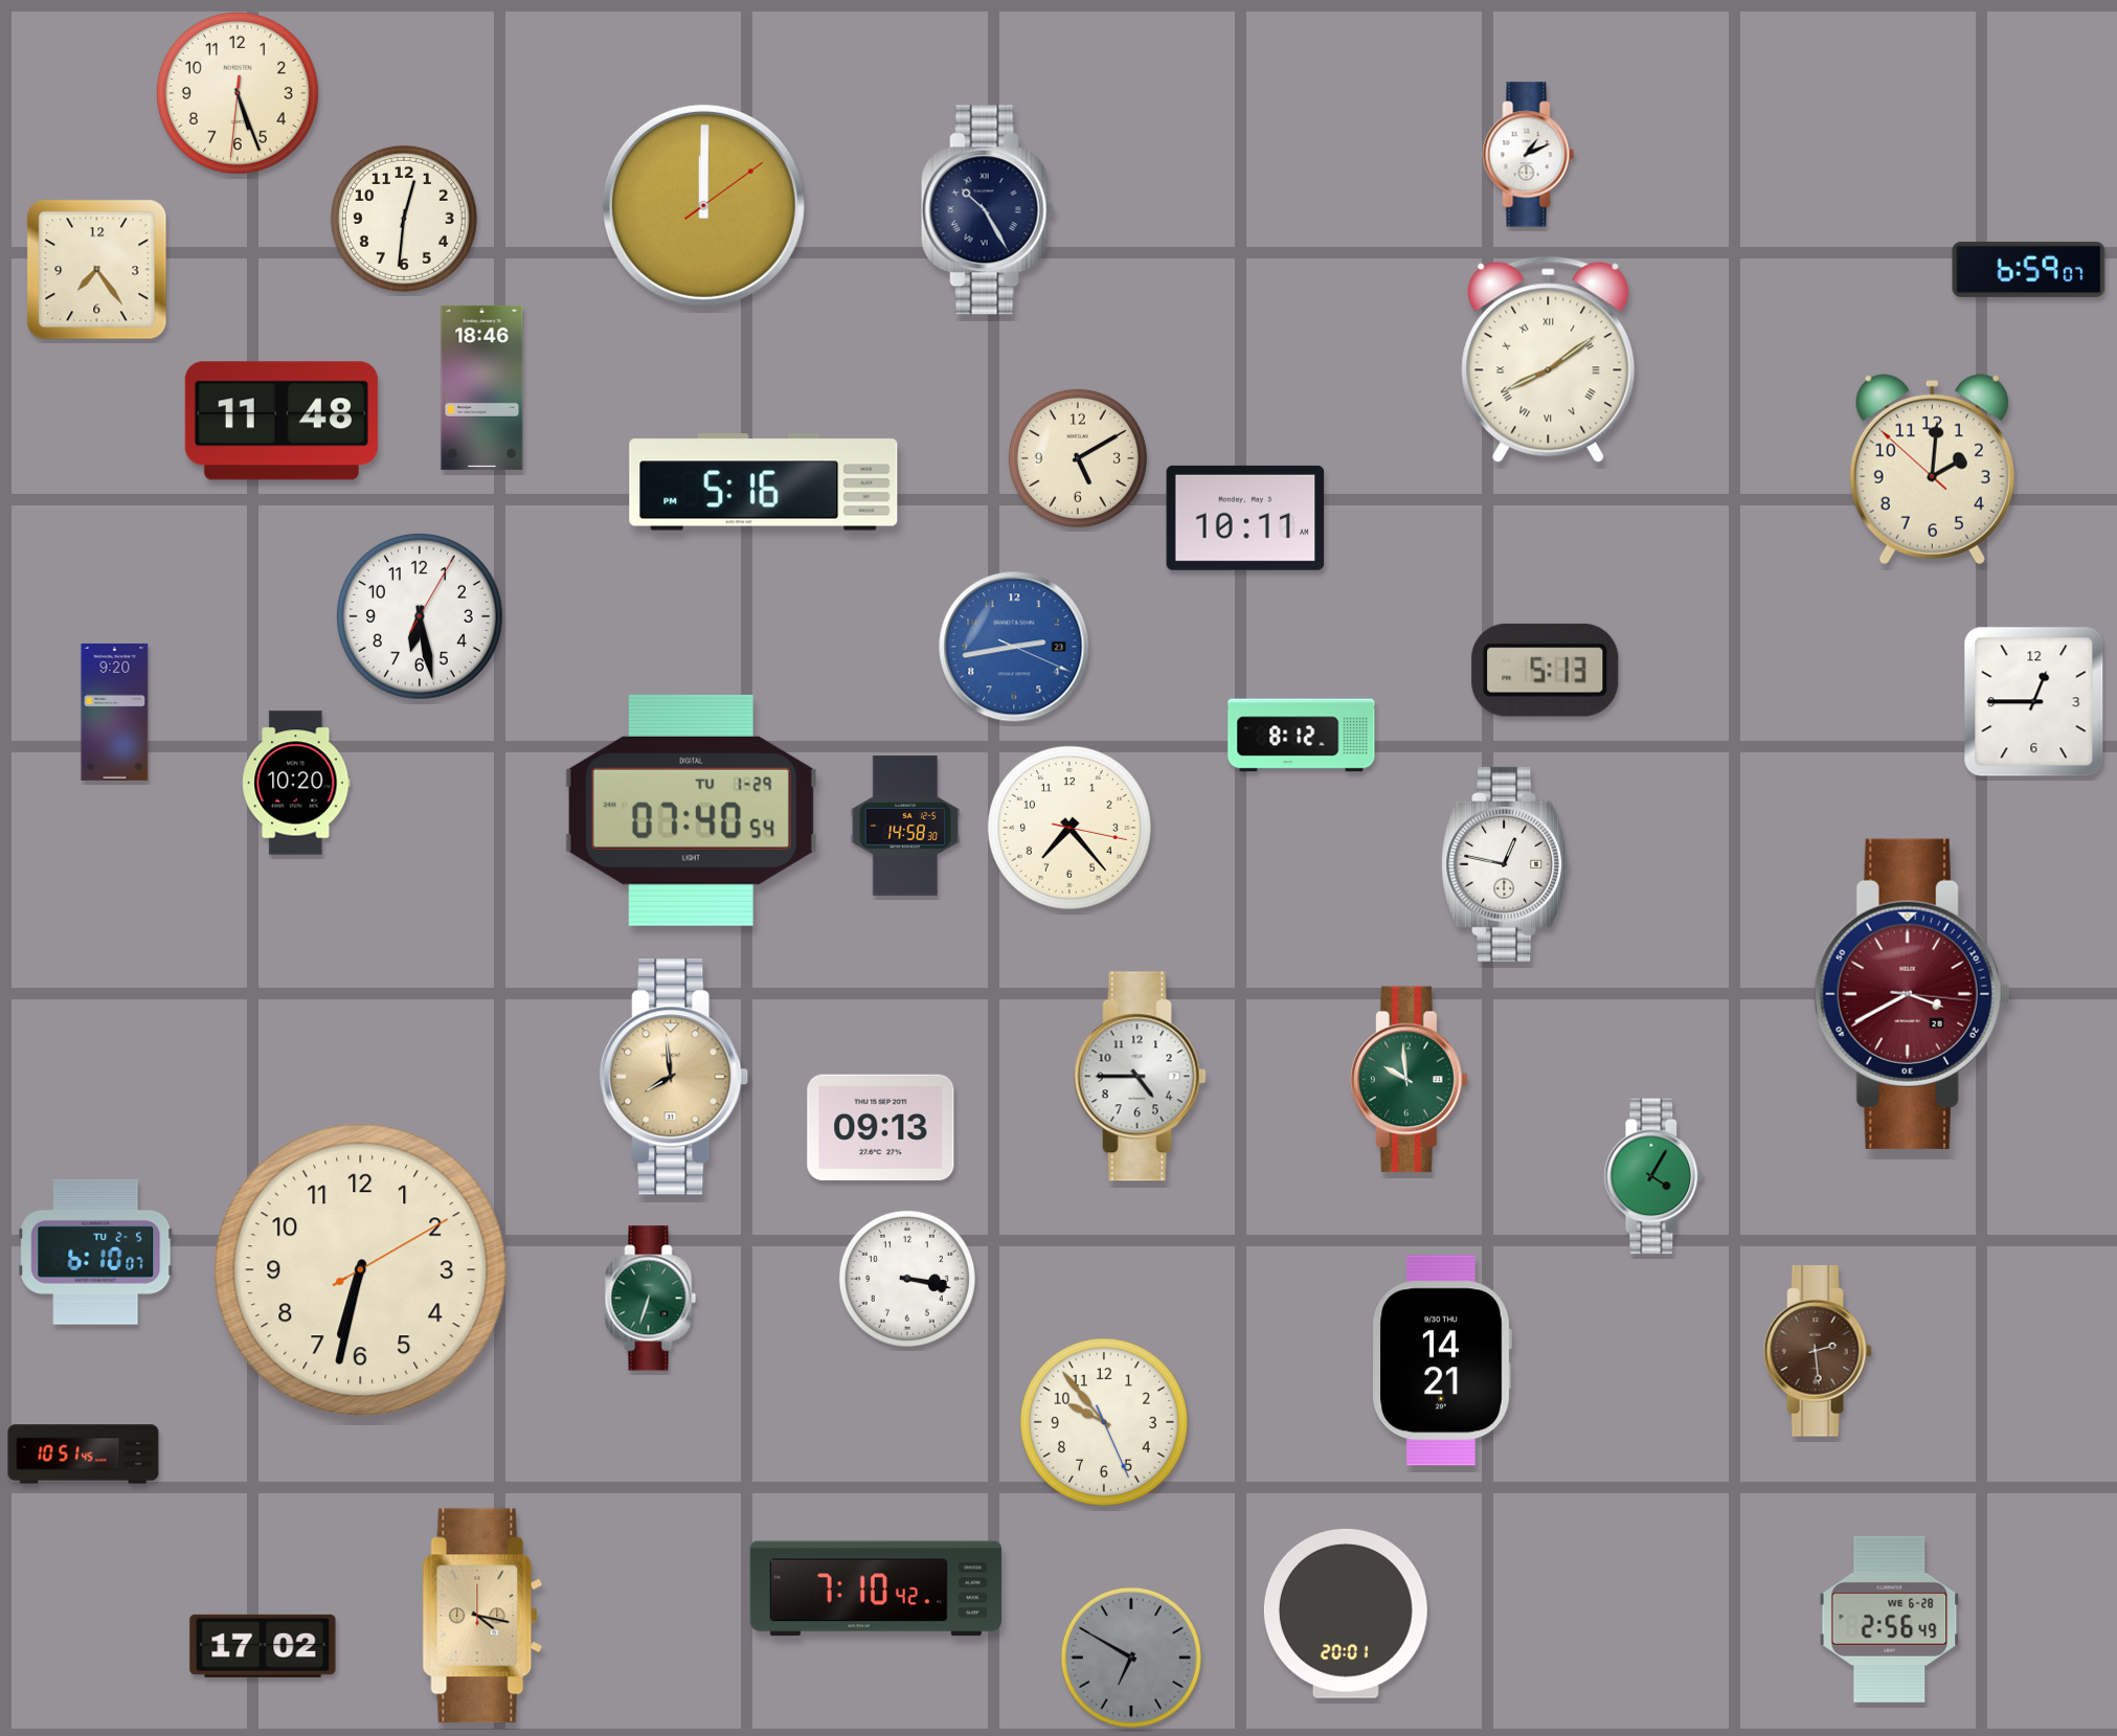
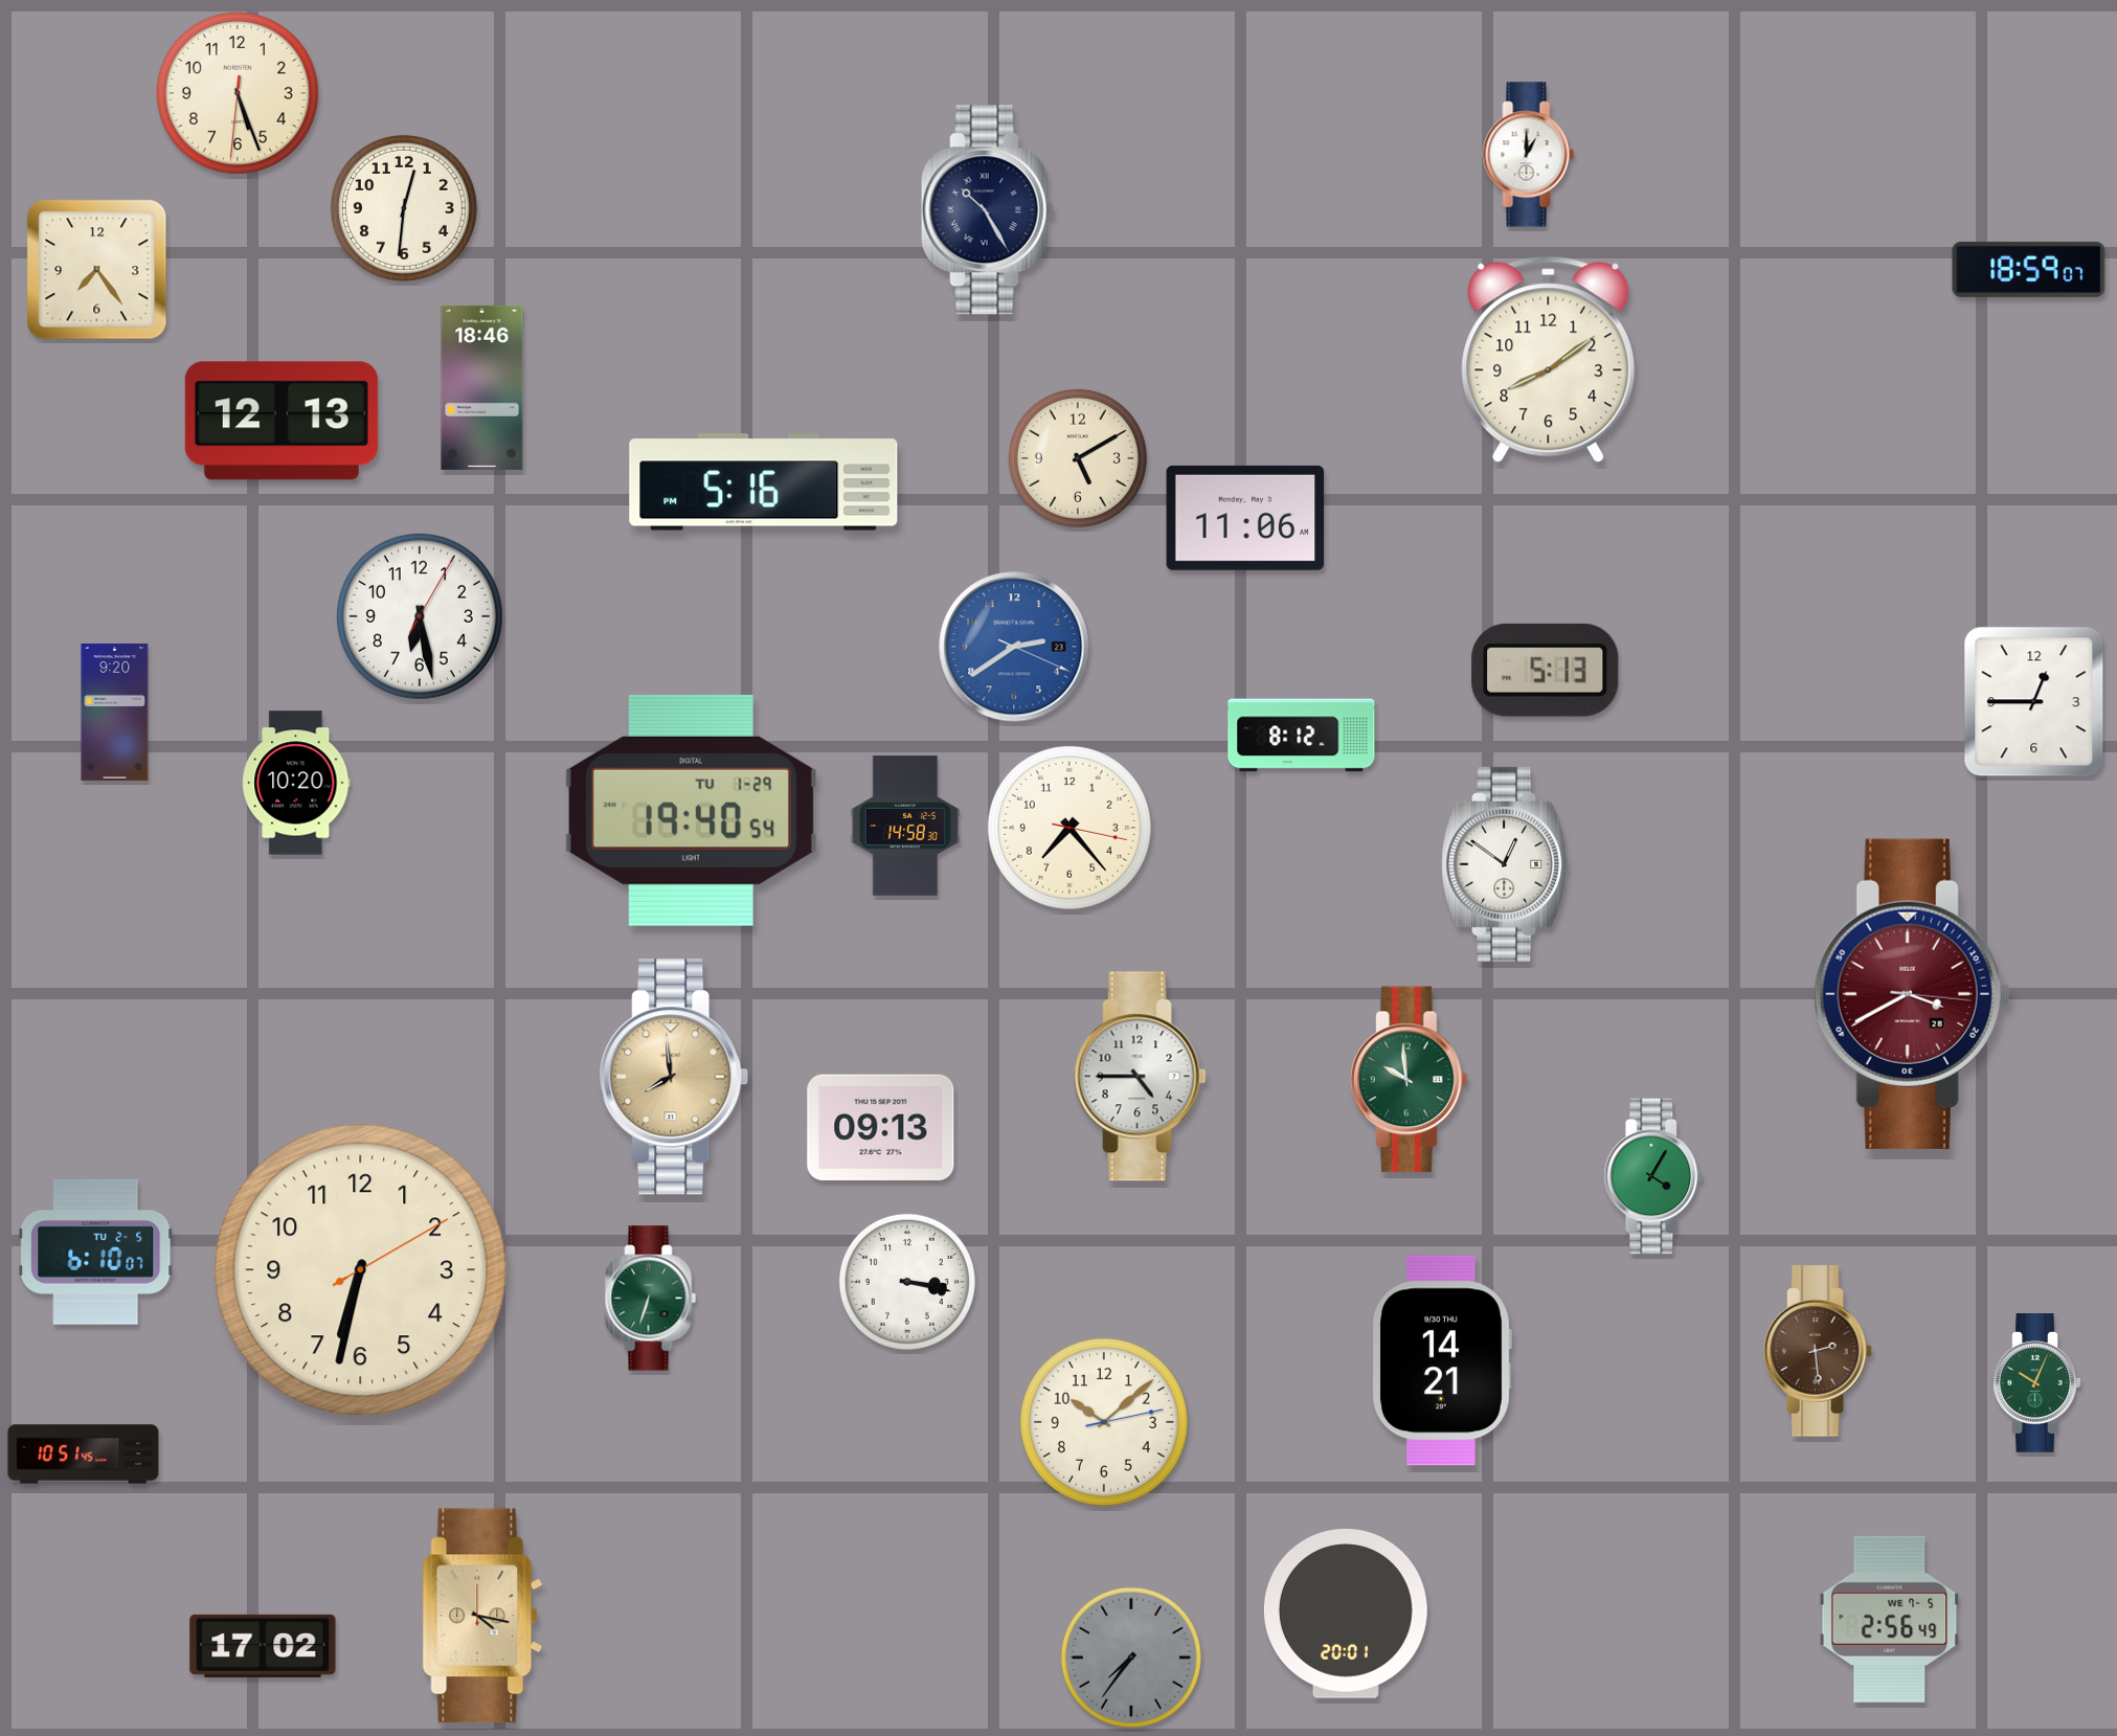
clock at (1529, 155): 1:11 -> 1:00
clock at (703, 205): 12:00 -> none
clock at (404, 219) position: (404, 219) -> (404, 208)
clock at (2029, 269): 6:59 -> 18:59
clock at (1549, 360) numerals: Roman -> Arabic
clock at (281, 421): 11:48 -> 12:13
clock at (1932, 470): 2:00 -> none
clock at (1245, 518): 10:11 -> 11:06
clock at (1014, 647): 2:43 -> 2:39
clock at (691, 810): 07:40 -> 19:40
clock at (1506, 864): 12:47 -> 12:51
clock at (907, 1279) position: (907, 1279) -> (907, 1282)
clock at (2037, 1383): none -> 10:04
clock at (1104, 1422): 9:53 -> 10:08
clock at (876, 1588): 7:10 -> none
clock at (1890, 1619) date: WE 6-28 -> WE 7-5
clock at (1131, 1658): 6:50 -> 7:36
